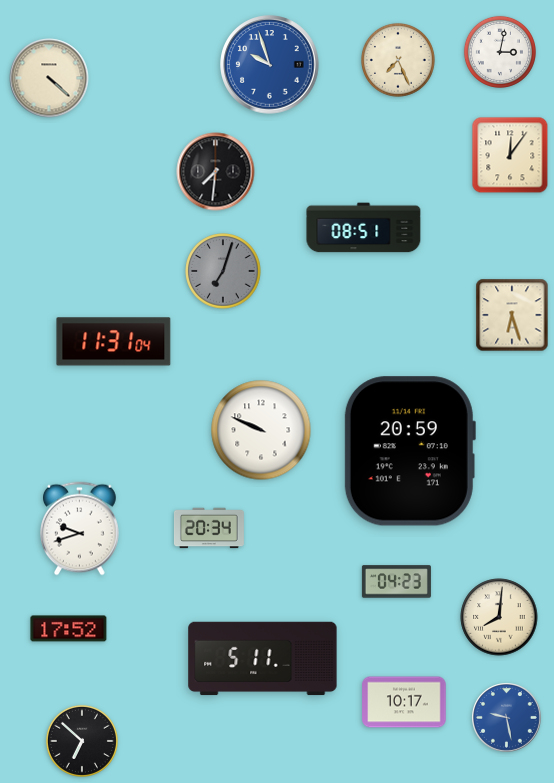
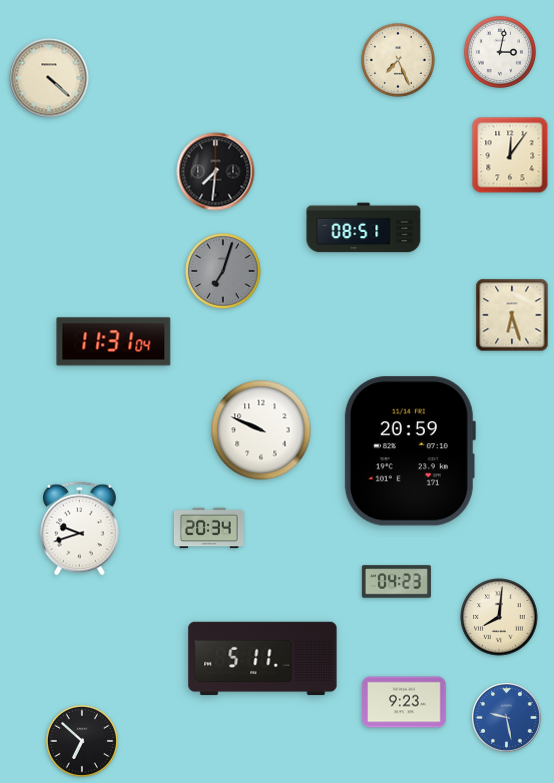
clock at (270, 65): 9:57 -> none
clock at (69, 629): 17:52 -> none
clock at (404, 702): 10:17 -> 9:23
